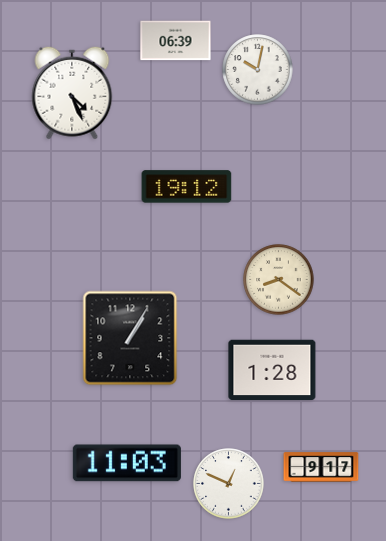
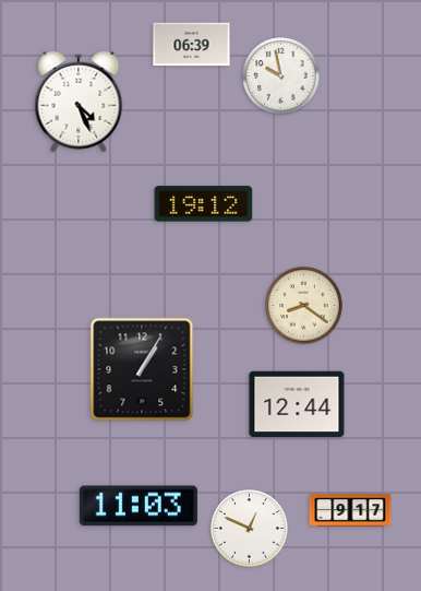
clock at (258, 70): 10:02 -> 9:58
clock at (272, 370): 1:28 -> 12:44
